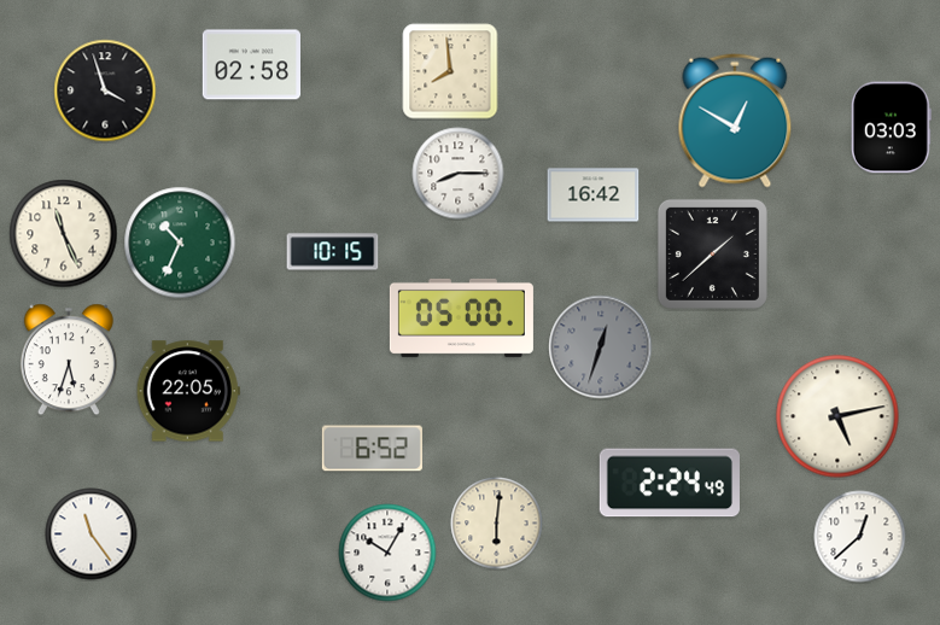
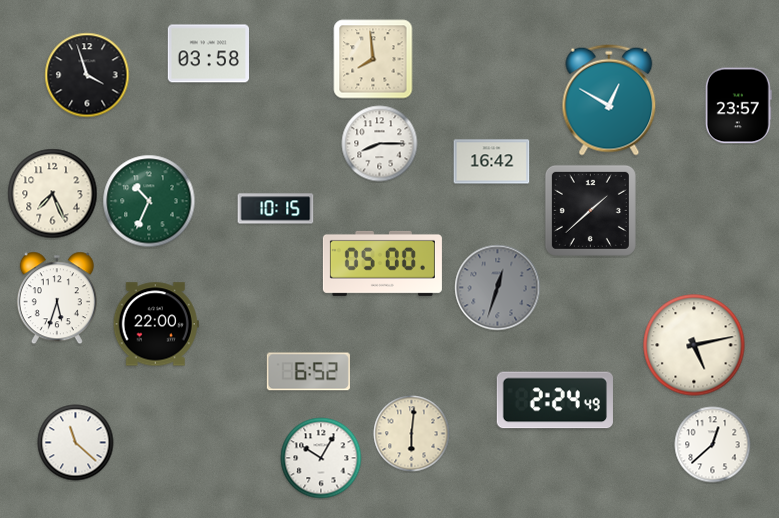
clock at (252, 65): 02:58 -> 03:58
clock at (891, 128): 03:03 -> 23:57
clock at (64, 234): 11:26 -> 7:26
clock at (188, 391): 22:05 -> 22:00
clock at (92, 535): 11:24 -> 11:22
